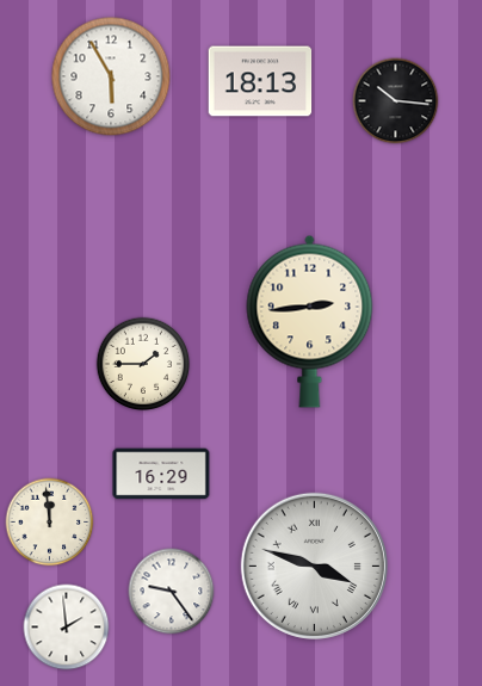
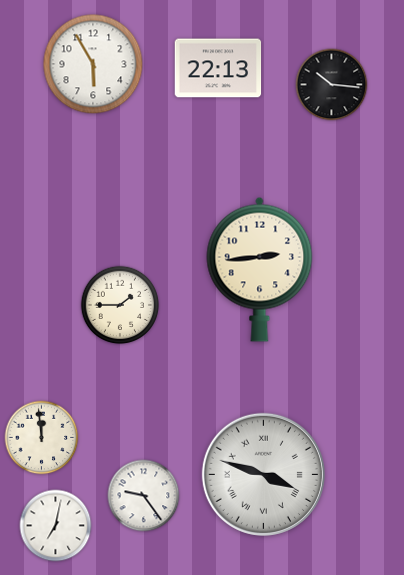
clock at (260, 81): 18:13 -> 22:13
clock at (161, 474): 16:29 -> none
clock at (67, 628): 1:59 -> 7:02
